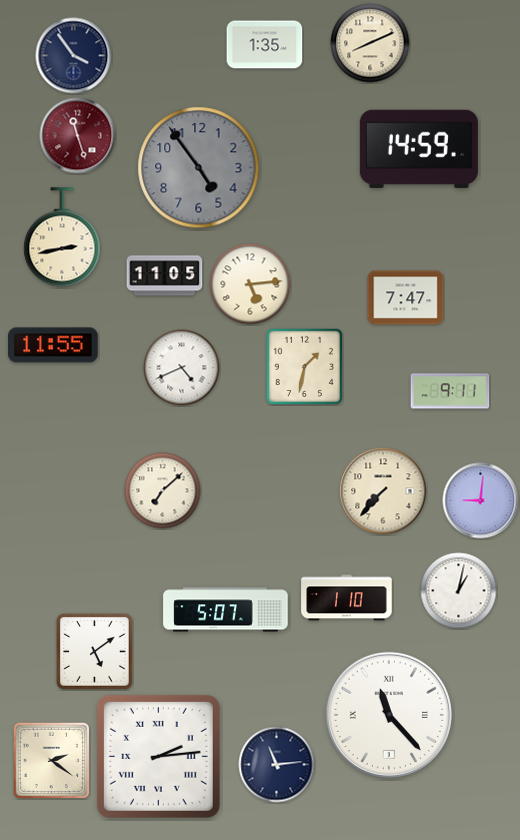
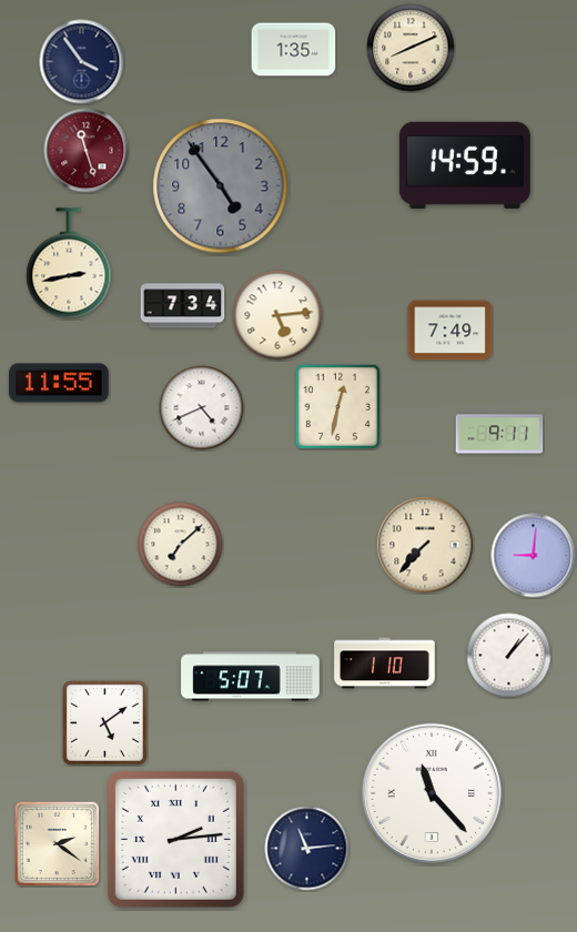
clock at (165, 276): 11:05 -> 7:34
clock at (406, 298): 7:47 -> 7:49
clock at (304, 366): 1:32 -> 12:32
clock at (459, 591): 1:02 -> 1:07
